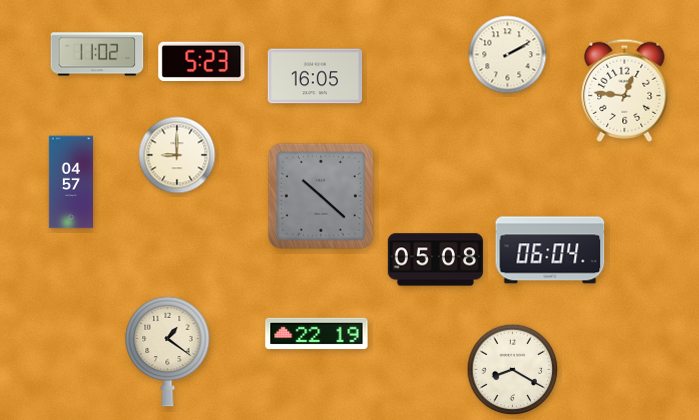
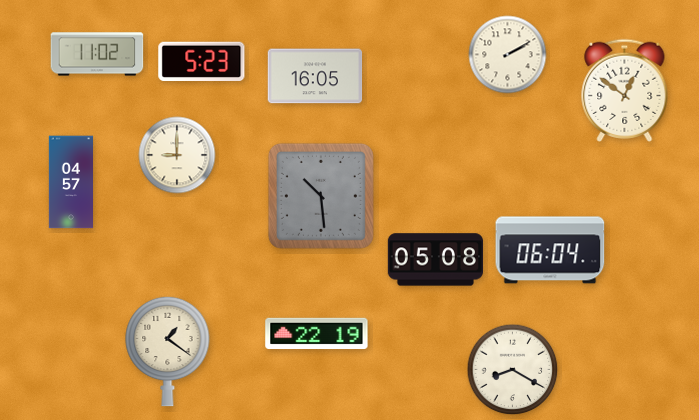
clock at (625, 90): 12:46 -> 12:51
clock at (321, 196): 10:22 -> 10:29
